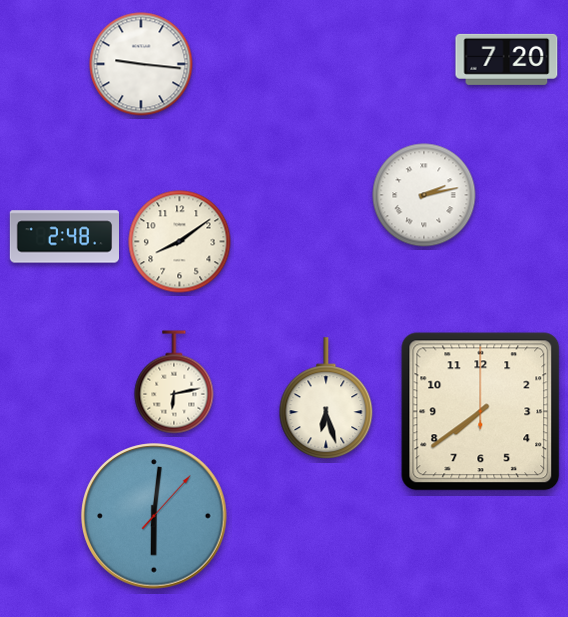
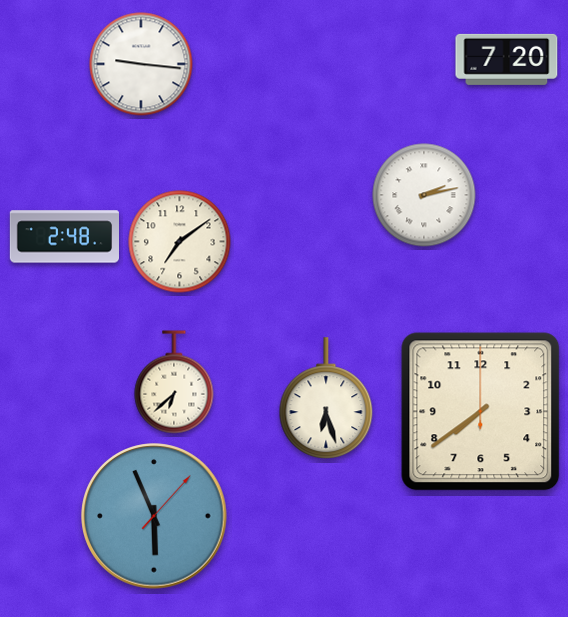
clock at (180, 242): 8:09 -> 7:09
clock at (174, 382): 6:13 -> 6:38
clock at (154, 516): 6:01 -> 5:56
